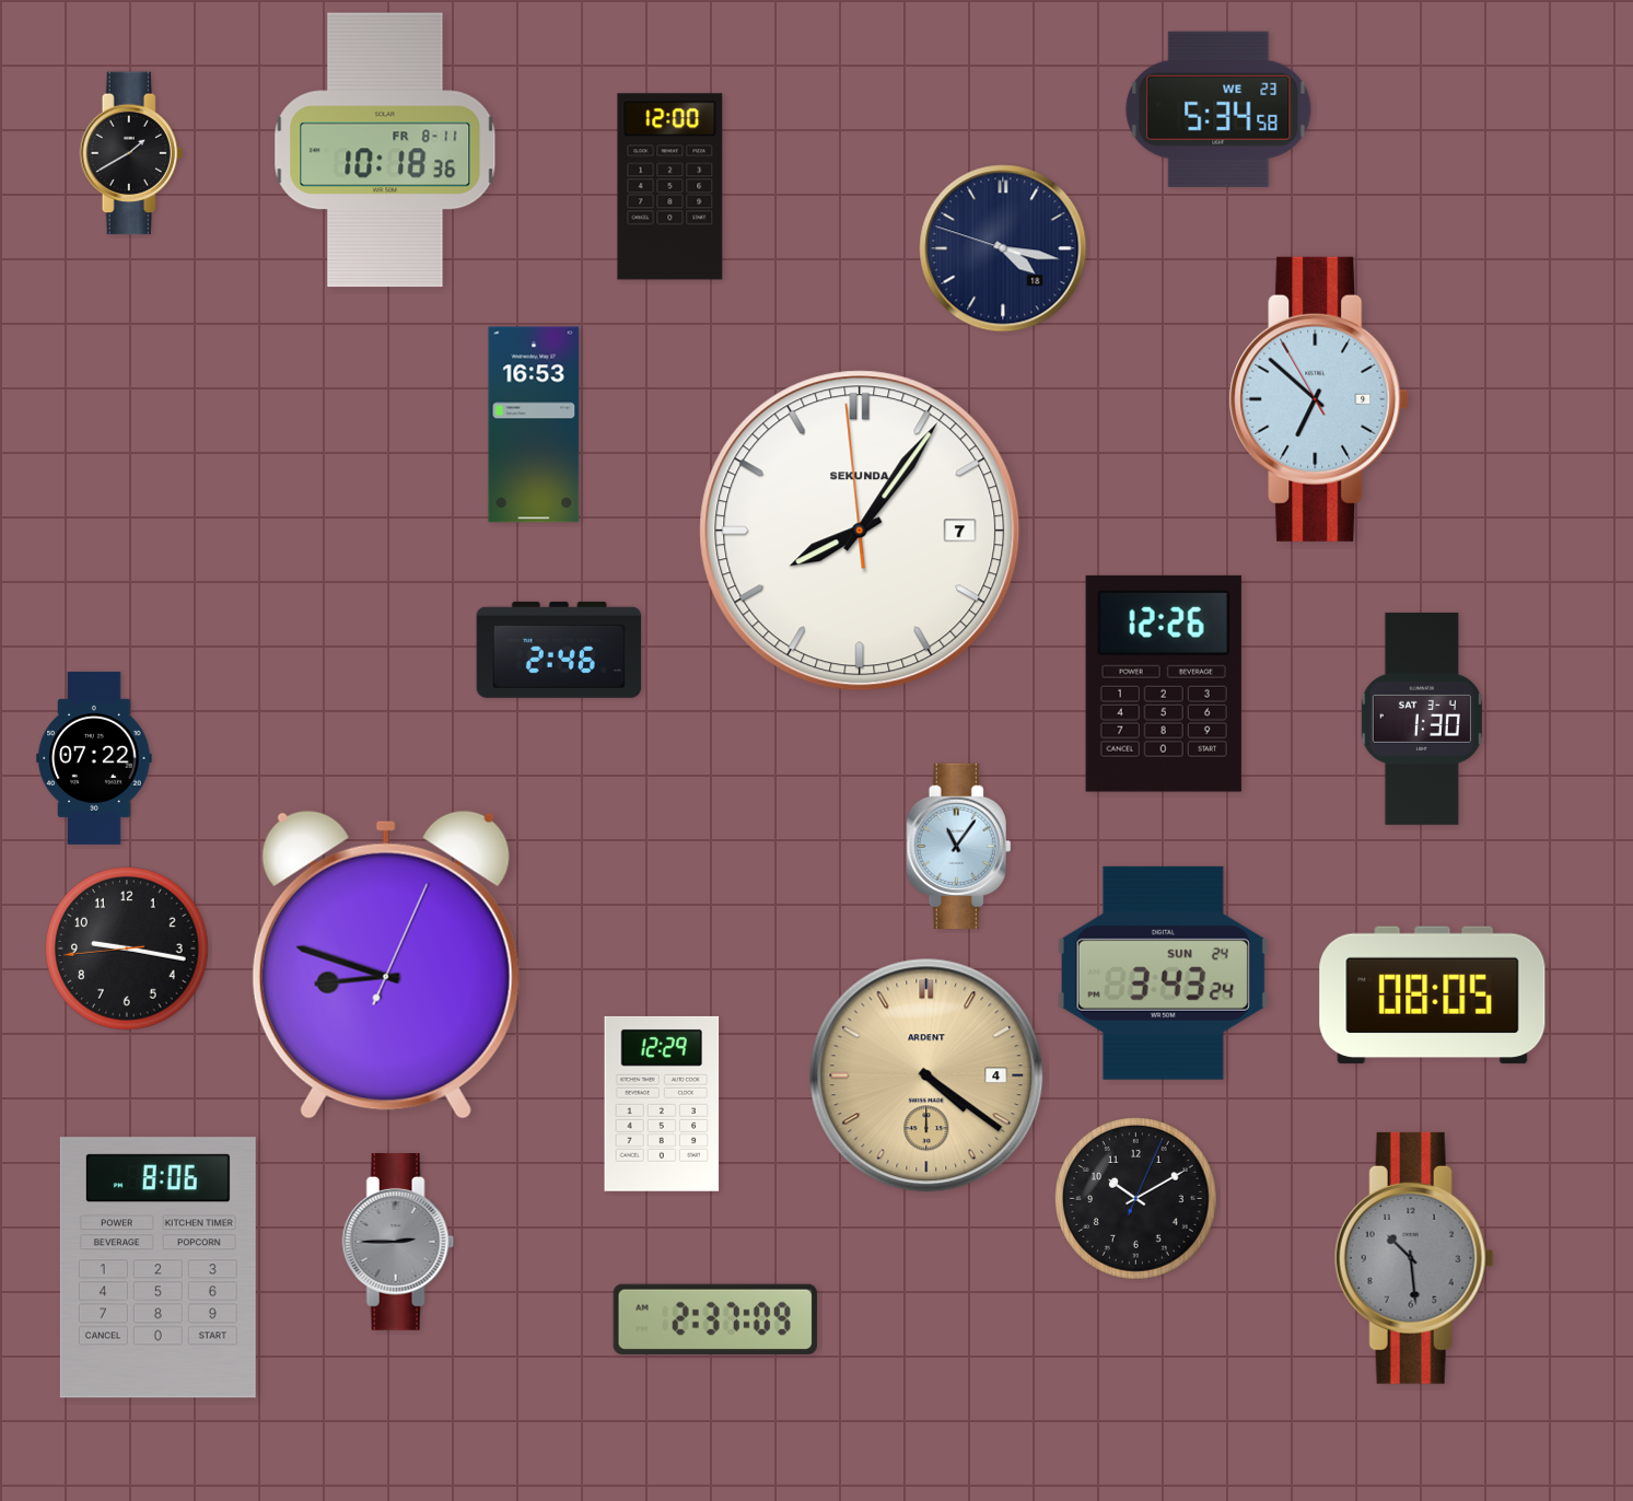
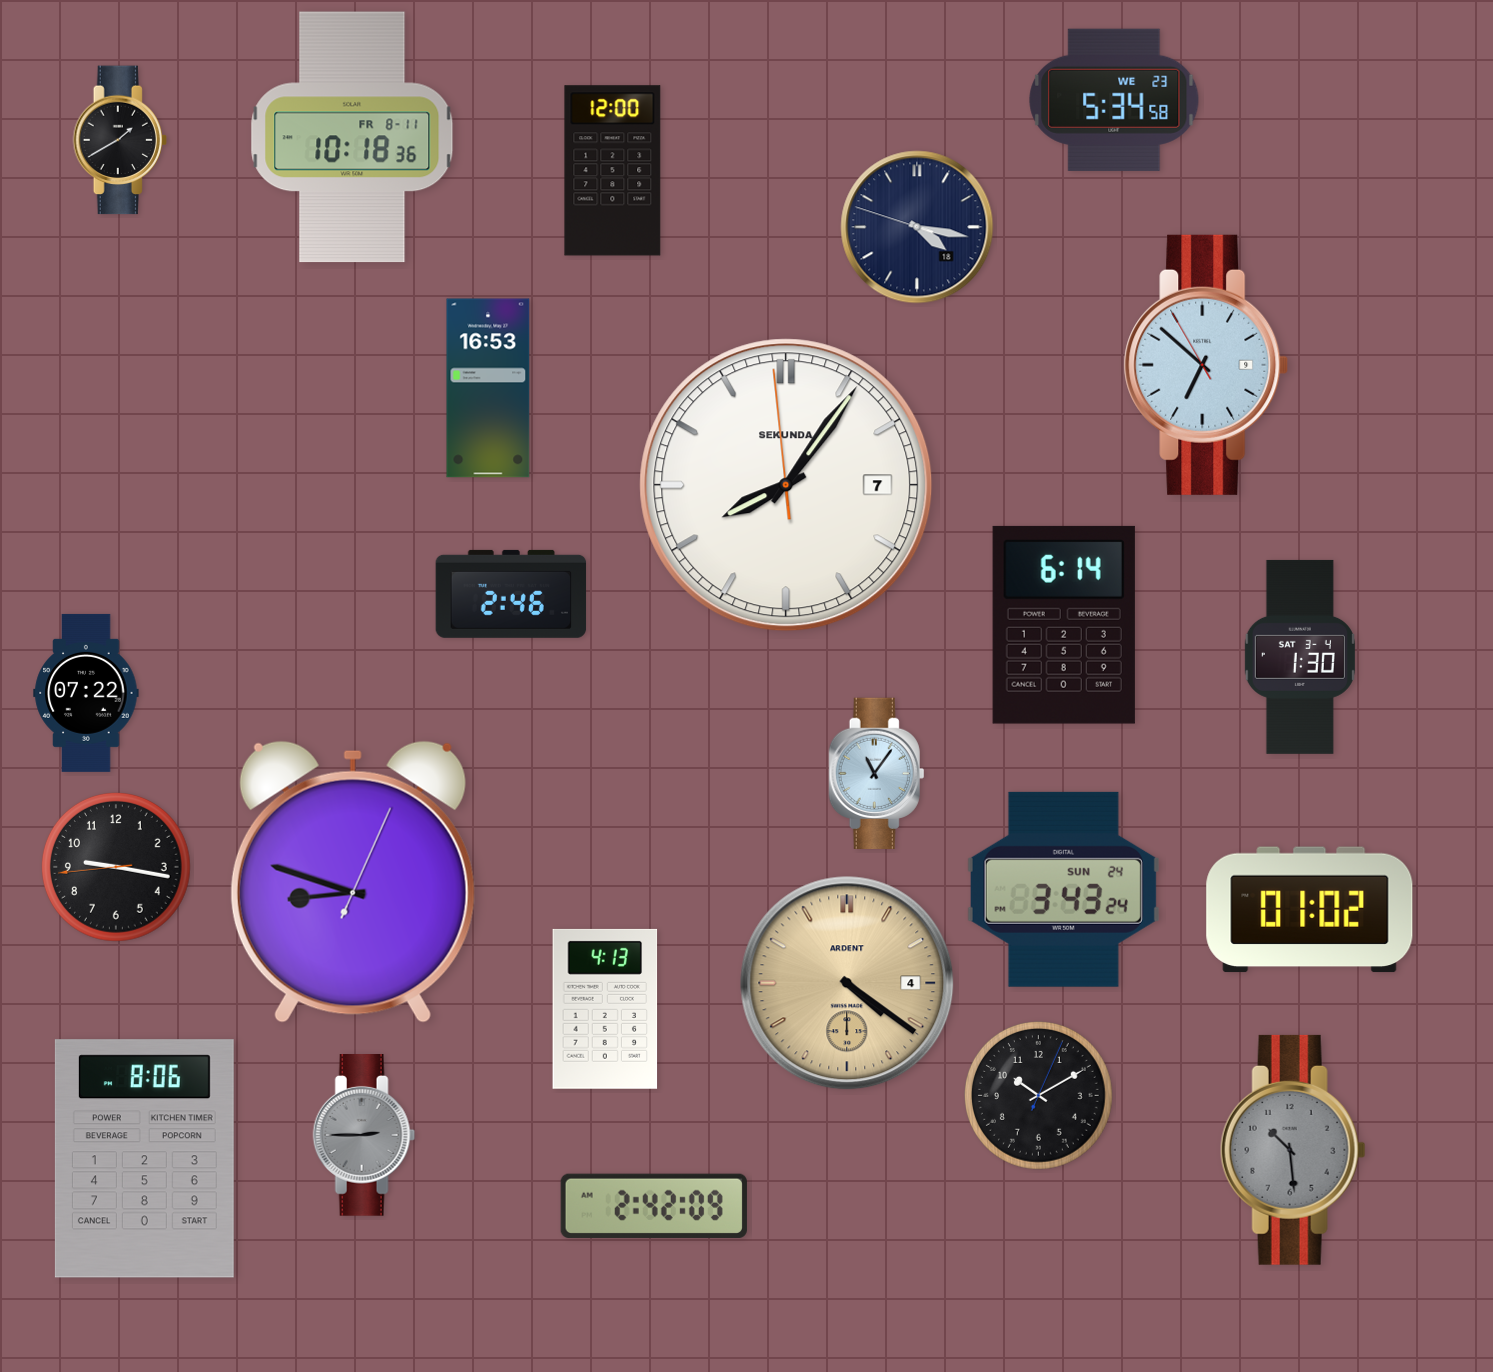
clock at (1164, 684): 12:26 -> 6:14
clock at (1433, 996): 08:05 -> 01:02
clock at (662, 1104): 12:29 -> 4:13
clock at (715, 1319): 2:37 -> 2:42
